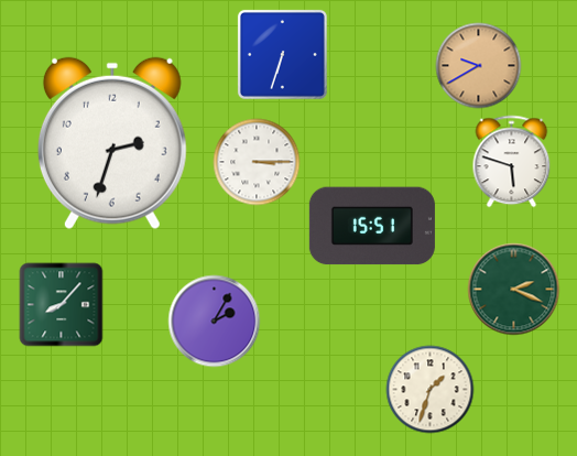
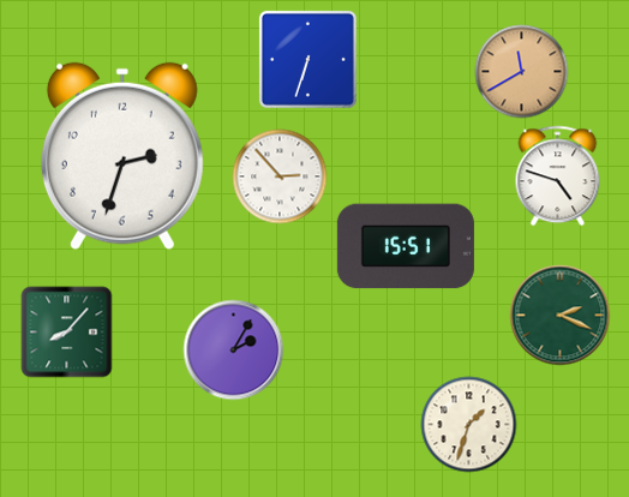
clock at (479, 66): 9:40 -> 11:40
clock at (257, 162): 3:15 -> 2:53
clock at (512, 162): 5:48 -> 4:48
